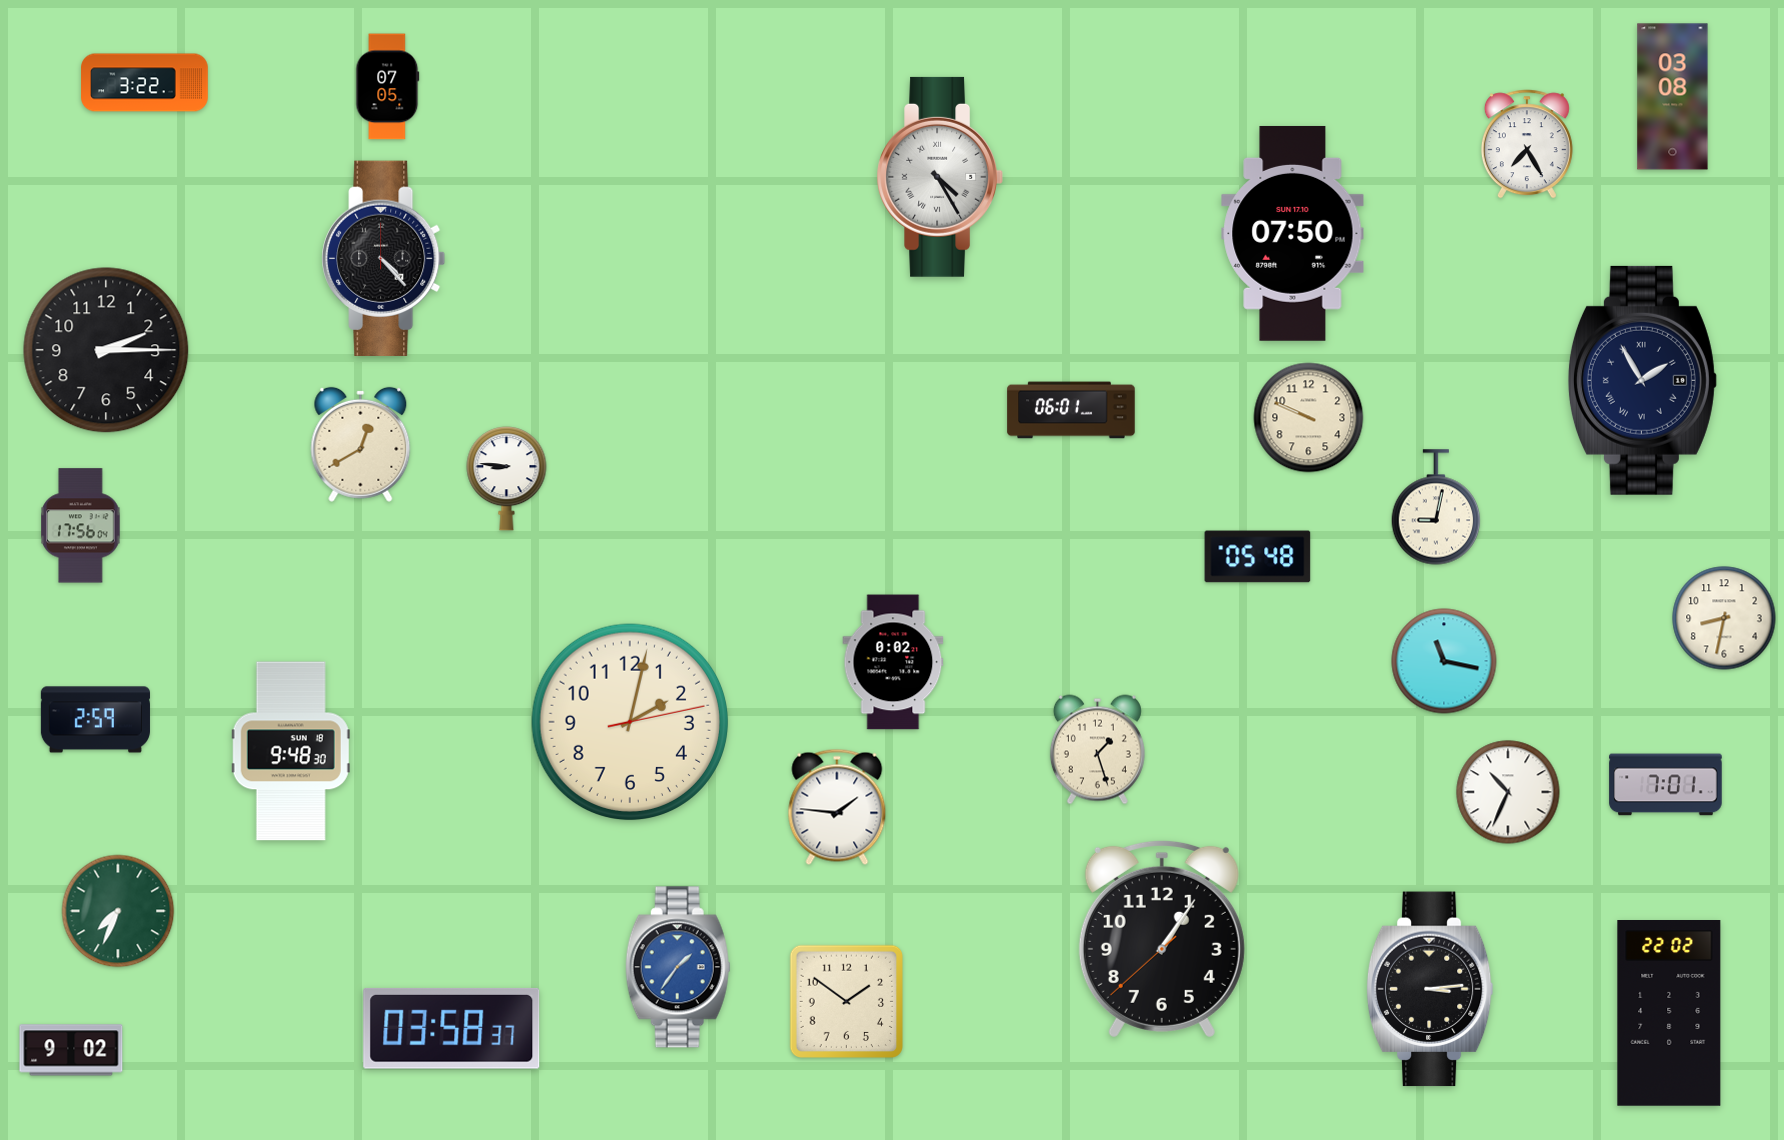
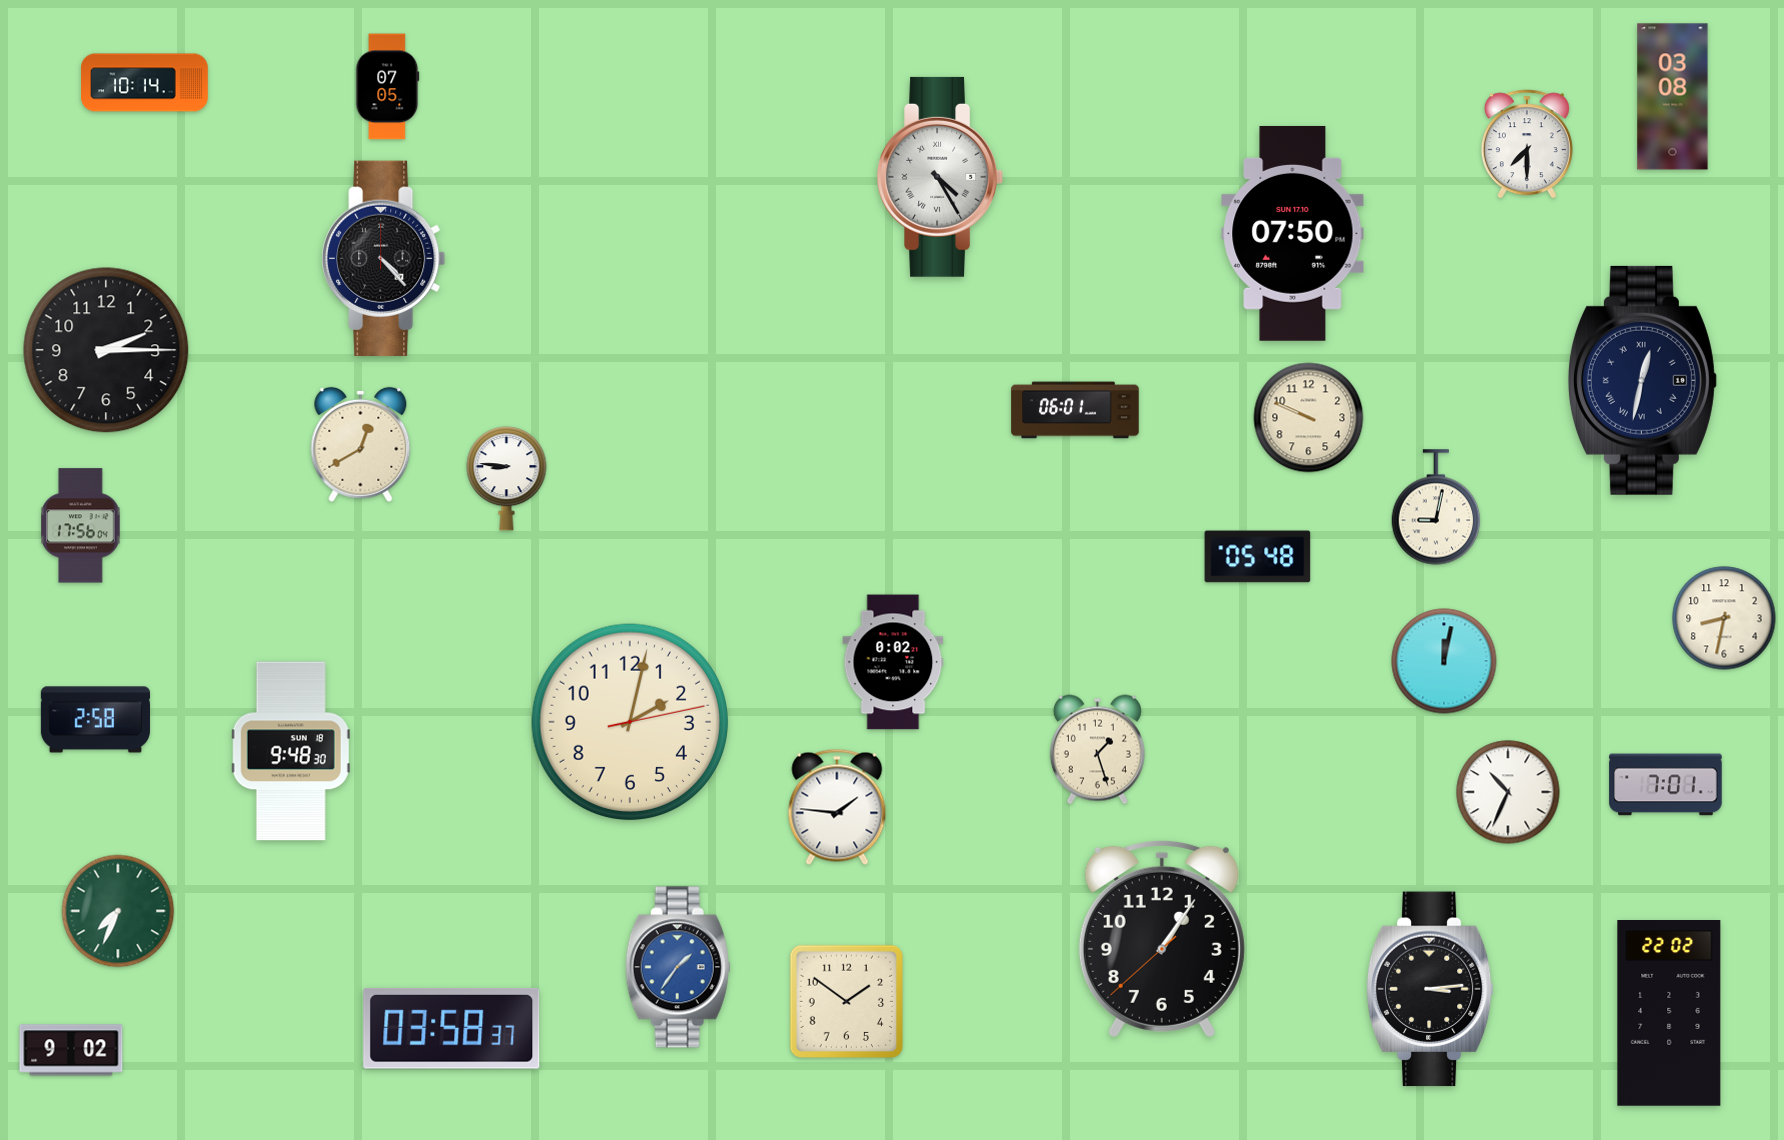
clock at (145, 83): 3:22 -> 10:14
clock at (1527, 144): 7:25 -> 7:30
clock at (1642, 380): 1:55 -> 12:32
clock at (1071, 410) position: (1071, 410) -> (1075, 410)
clock at (1444, 661): 11:17 -> 12:02
clock at (95, 720): 2:59 -> 2:58
